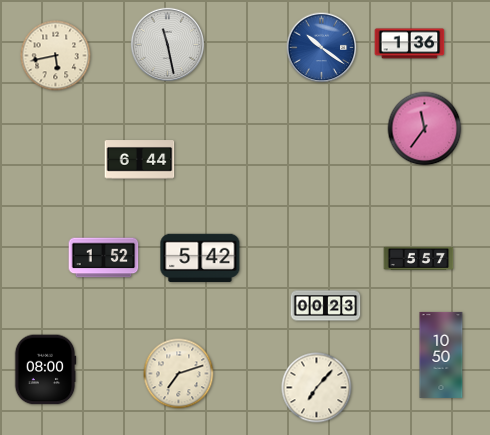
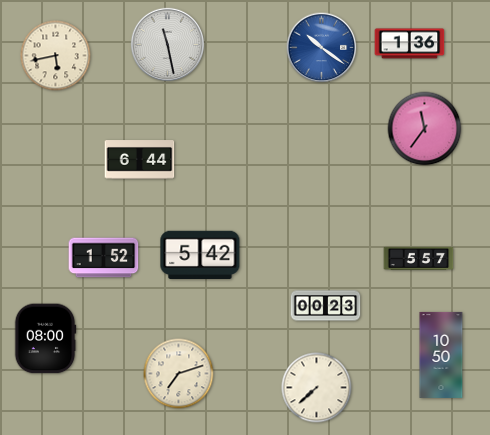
clock at (200, 257) position: (200, 257) -> (200, 254)
clock at (45, 370) position: (45, 370) -> (45, 339)
clock at (317, 388): 7:07 -> 7:38
